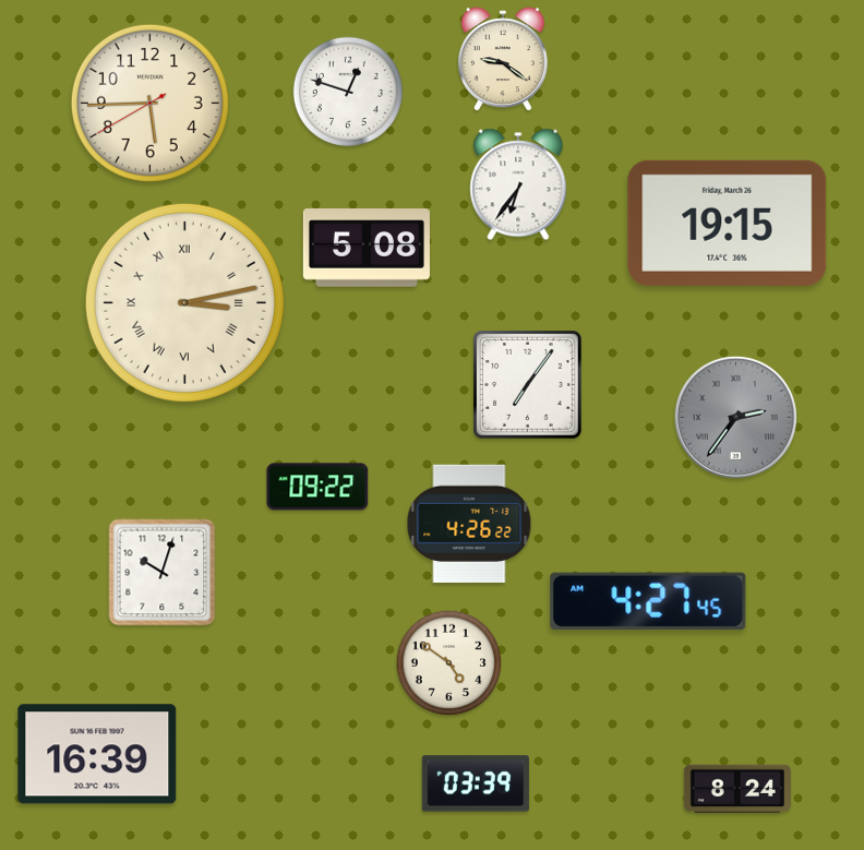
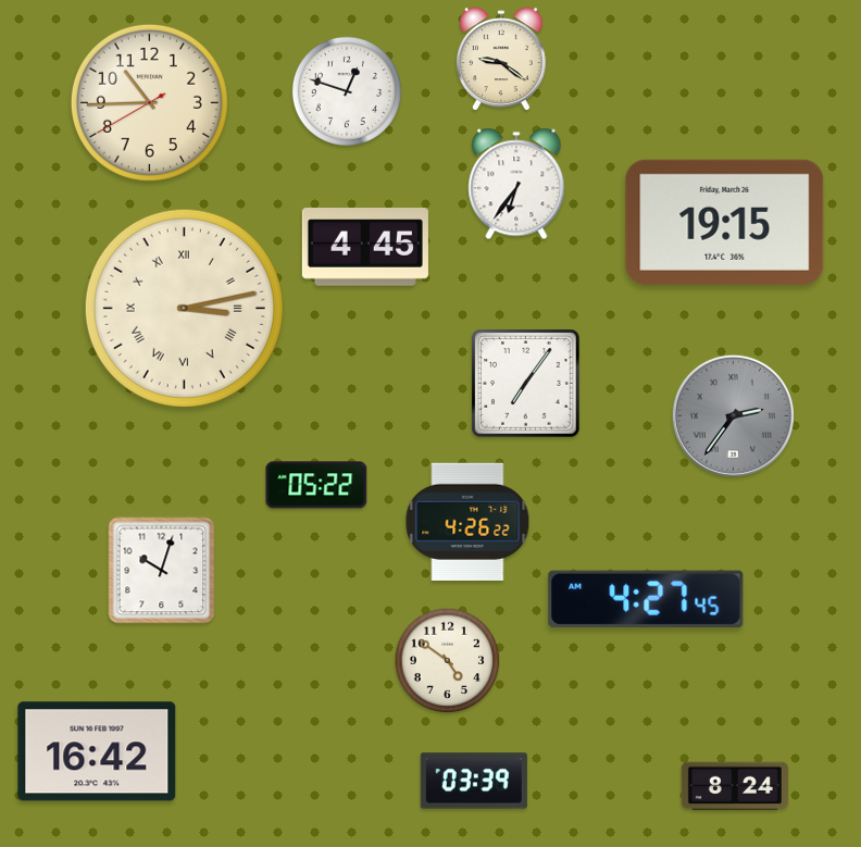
clock at (149, 103): 5:44 -> 10:44
clock at (367, 248): 5:08 -> 4:45
clock at (184, 302) position: (184, 302) -> (184, 308)
clock at (317, 487): 09:22 -> 05:22
clock at (97, 754): 16:39 -> 16:42
